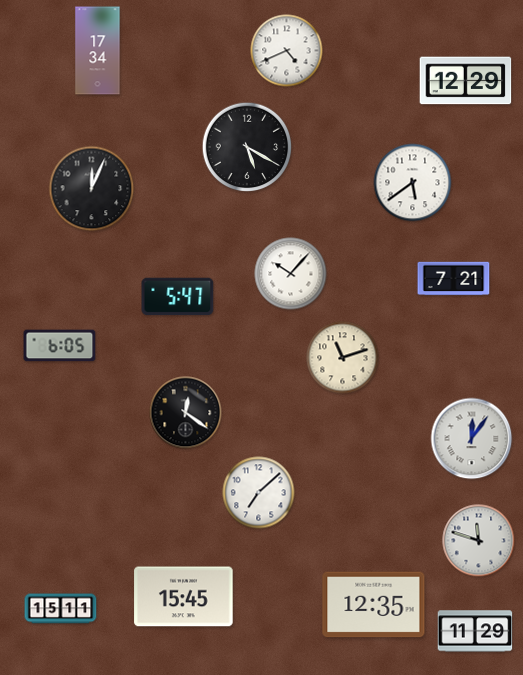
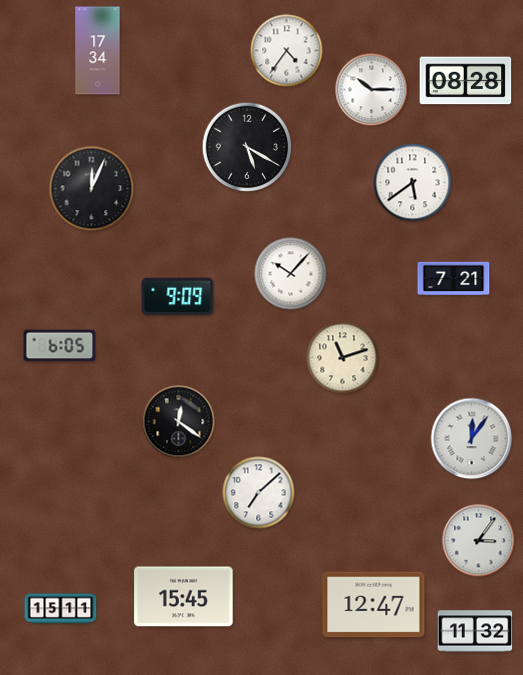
clock at (287, 51): 4:41 -> 4:36
clock at (466, 81): 12:29 -> 08:28
clock at (372, 90): none -> 10:15
clock at (178, 297): 5:47 -> 9:09
clock at (186, 413) position: (186, 413) -> (179, 422)
clock at (479, 541): 11:48 -> 3:06
clock at (374, 605): 12:35 -> 12:47
clock at (475, 631): 11:29 -> 11:32
